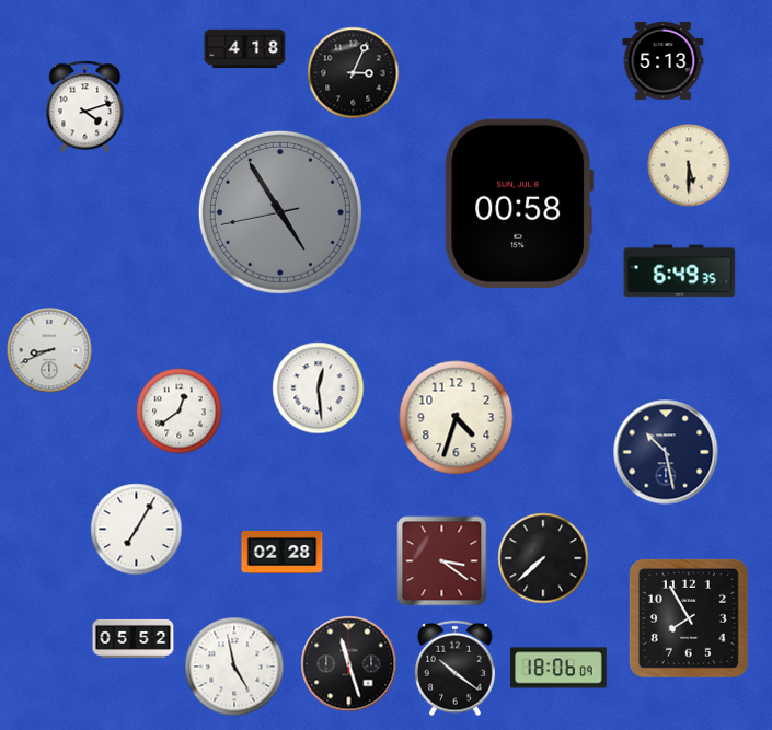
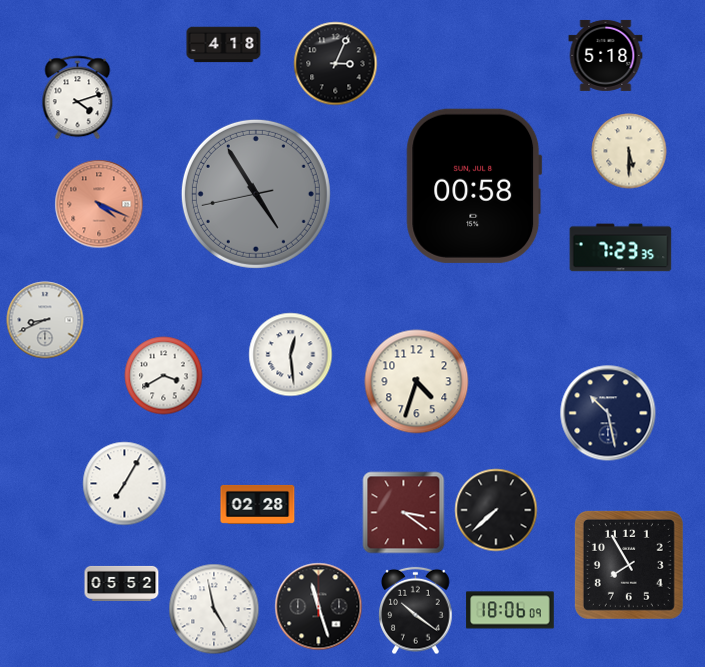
clock at (664, 60): 5:13 -> 5:18
clock at (354, 73) position: (354, 73) -> (336, 64)
clock at (99, 204): none -> 4:19
clock at (680, 271): 6:49 -> 7:23
clock at (180, 412): 12:39 -> 3:40
